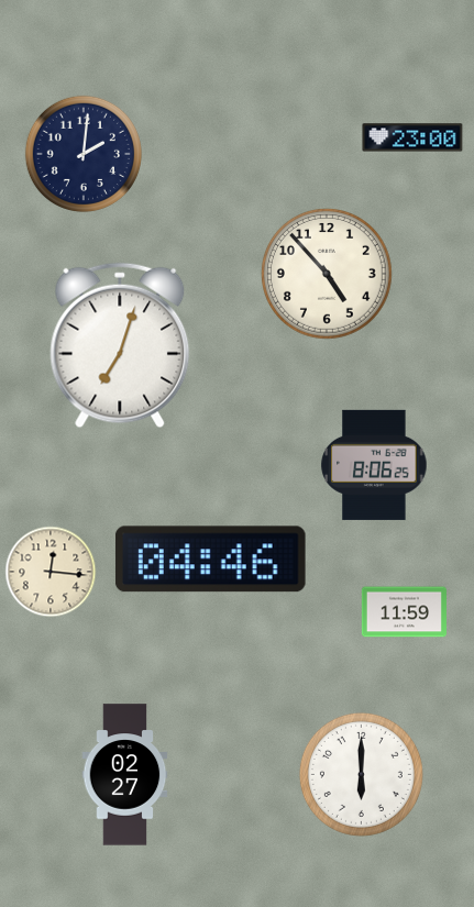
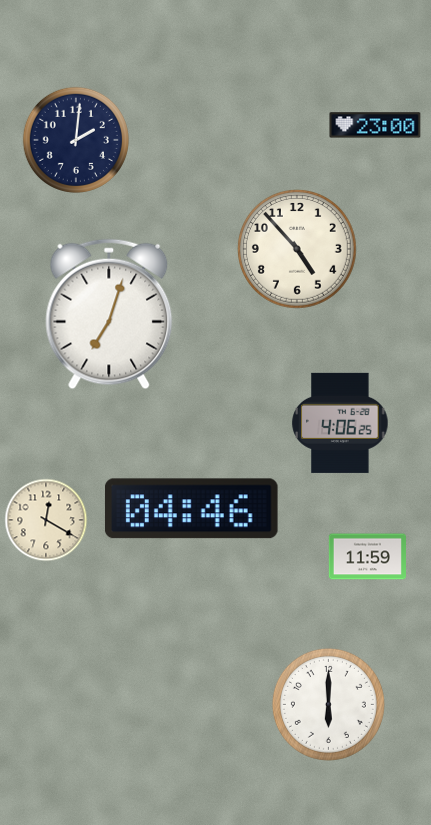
clock at (374, 465): 8:06 -> 4:06
clock at (51, 572): 12:16 -> 12:20
clock at (125, 775): 02:27 -> none
